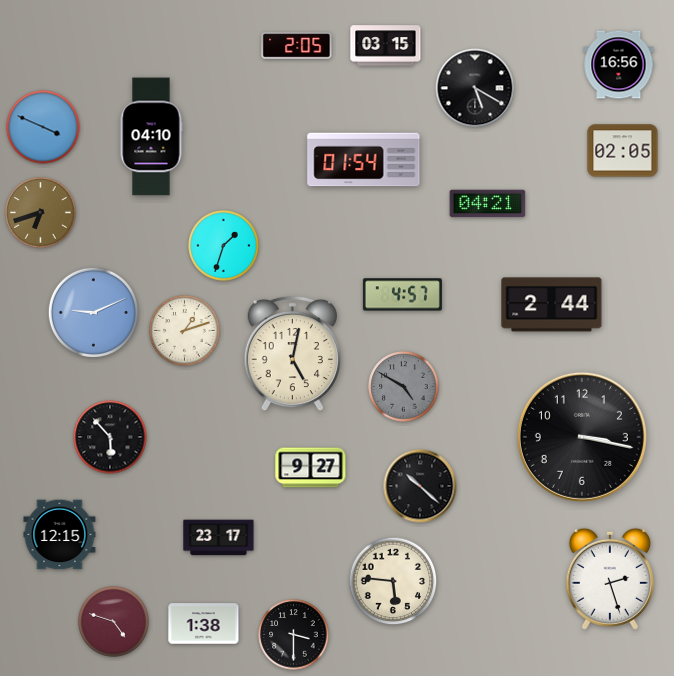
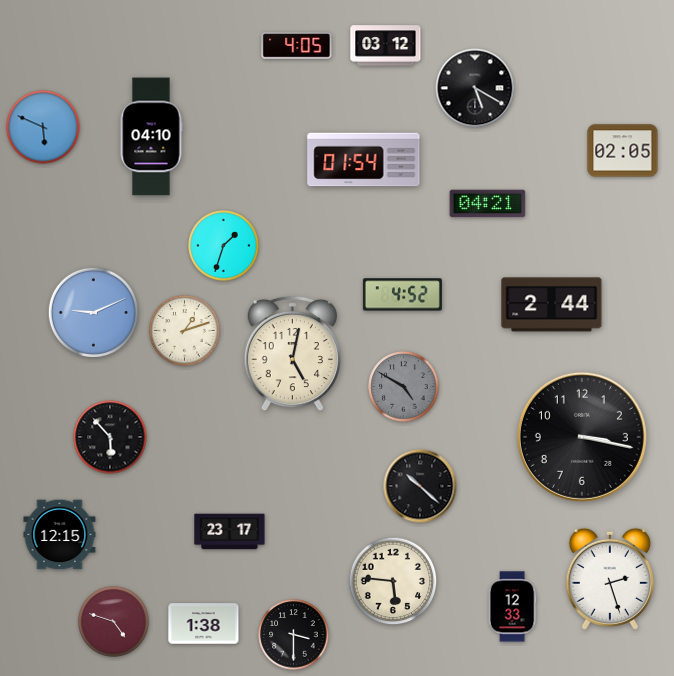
clock at (297, 46): 2:05 -> 4:05
clock at (386, 46): 03:15 -> 03:12
clock at (619, 65): 16:56 -> none
clock at (43, 127): 3:49 -> 5:49
clock at (41, 213): 6:42 -> none
clock at (402, 295): 4:57 -> 4:52
clock at (311, 468): 9:27 -> none
clock at (219, 538) position: (219, 538) -> (230, 532)
clock at (512, 607): none -> 12:33
